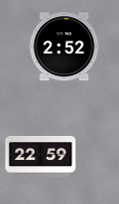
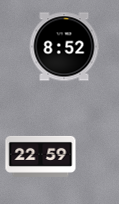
clock at (64, 47): 2:52 -> 8:52
